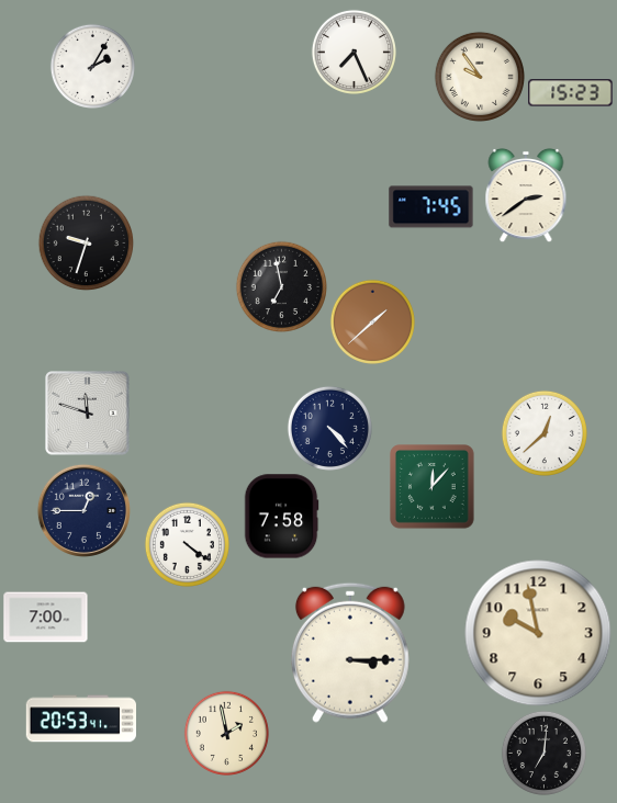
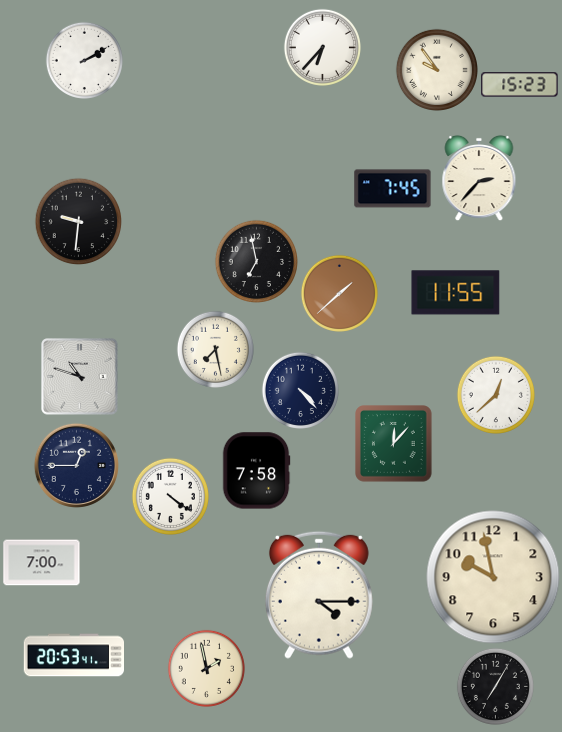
clock at (354, 52): 7:26 -> 6:37
clock at (92, 66): 2:05 -> 2:10
clock at (526, 195): 2:39 -> 2:37
clock at (86, 242): 9:33 -> 9:31
clock at (456, 293): none -> 11:55
clock at (215, 349): none -> 7:28
clock at (88, 414): 11:48 -> 10:48
clock at (538, 633) position: (538, 633) -> (493, 577)
clock at (350, 653): 3:15 -> 4:15
clock at (543, 753): 7:01 -> 7:05
